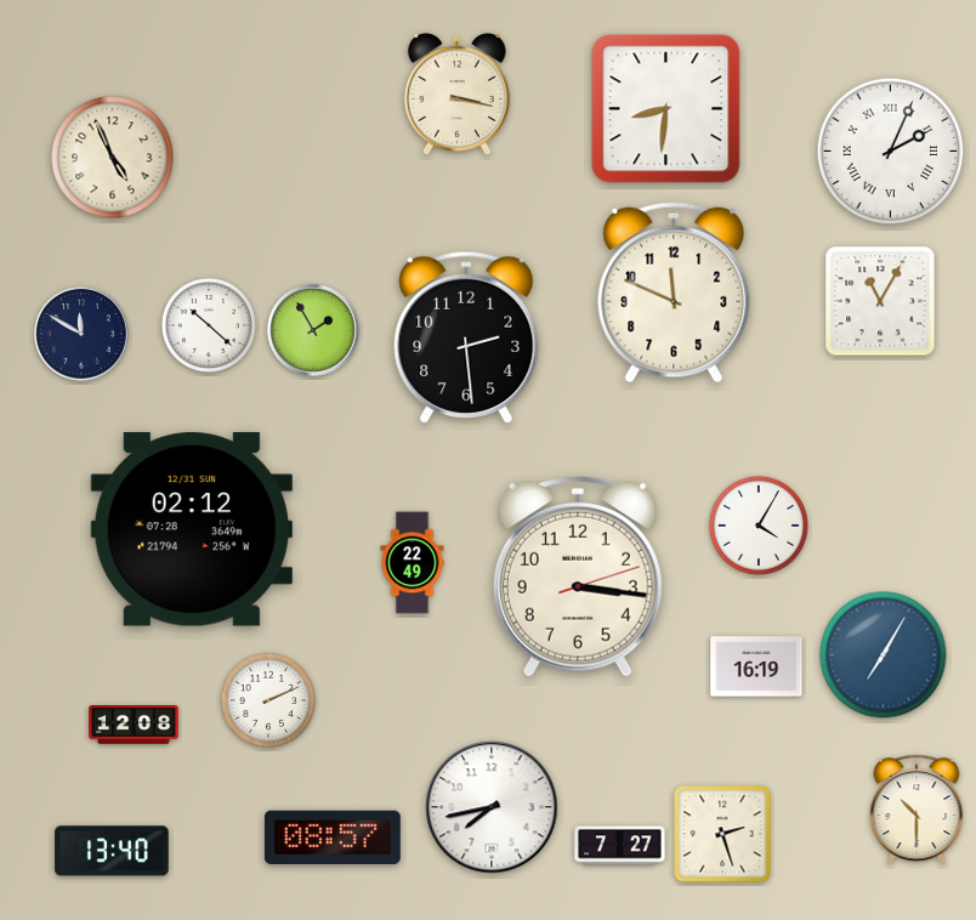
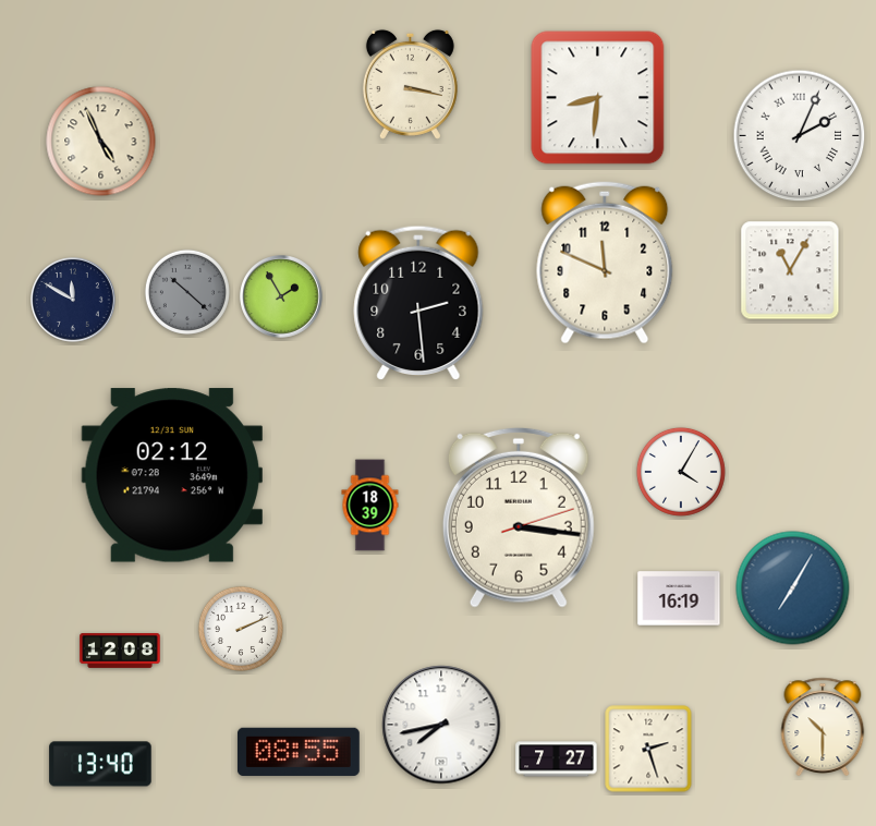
clock at (209, 325) dial: white -> grey
clock at (413, 563): 22:49 -> 18:39
clock at (333, 837): 08:57 -> 08:55
